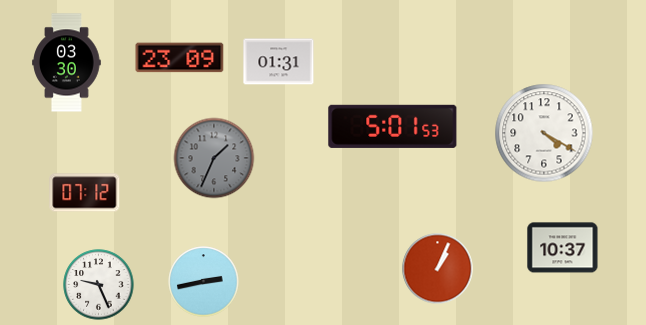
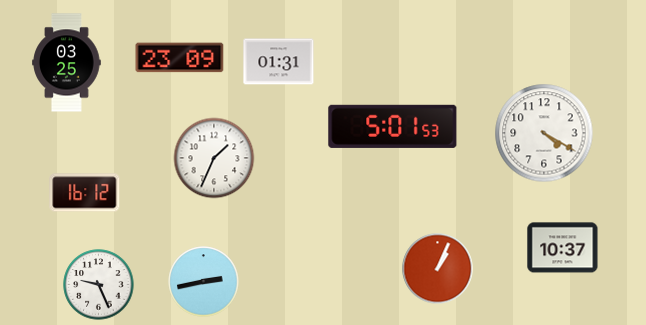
clock at (67, 63): 03:30 -> 03:25
clock at (214, 158) dial: grey -> white
clock at (85, 193): 07:12 -> 16:12
